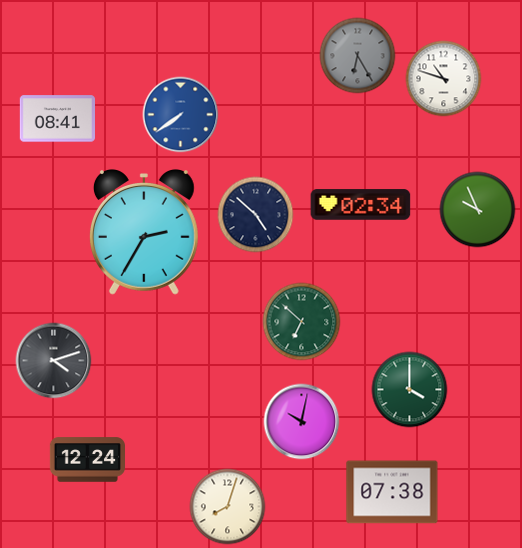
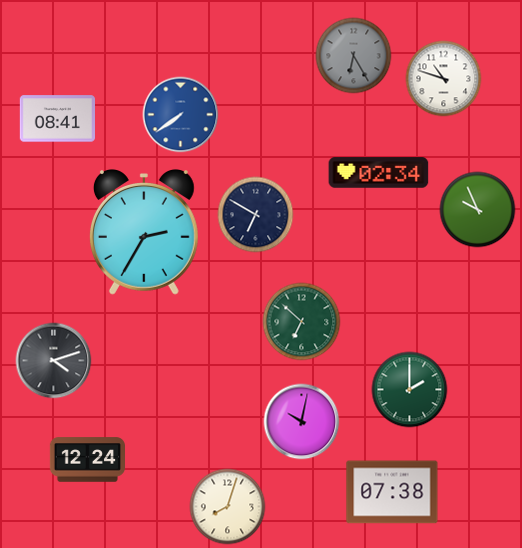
clock at (358, 56) position: (358, 56) -> (354, 56)
clock at (361, 205) position: (361, 205) -> (379, 173)
clock at (256, 215): 4:52 -> 6:50
clock at (410, 390): 4:00 -> 2:00
